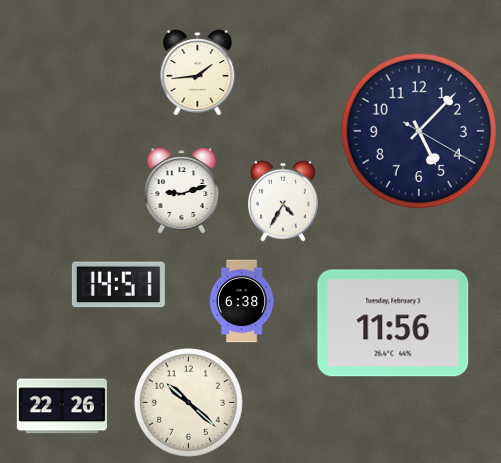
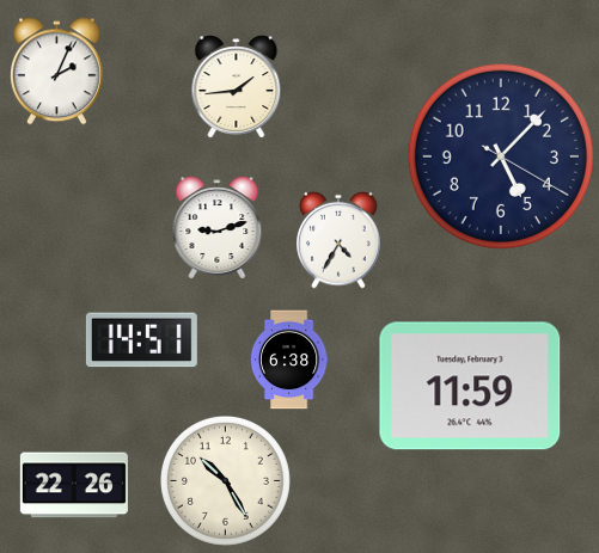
clock at (57, 72): none -> 2:04
clock at (393, 323): 11:56 -> 11:59
clock at (188, 402): 10:22 -> 10:25
